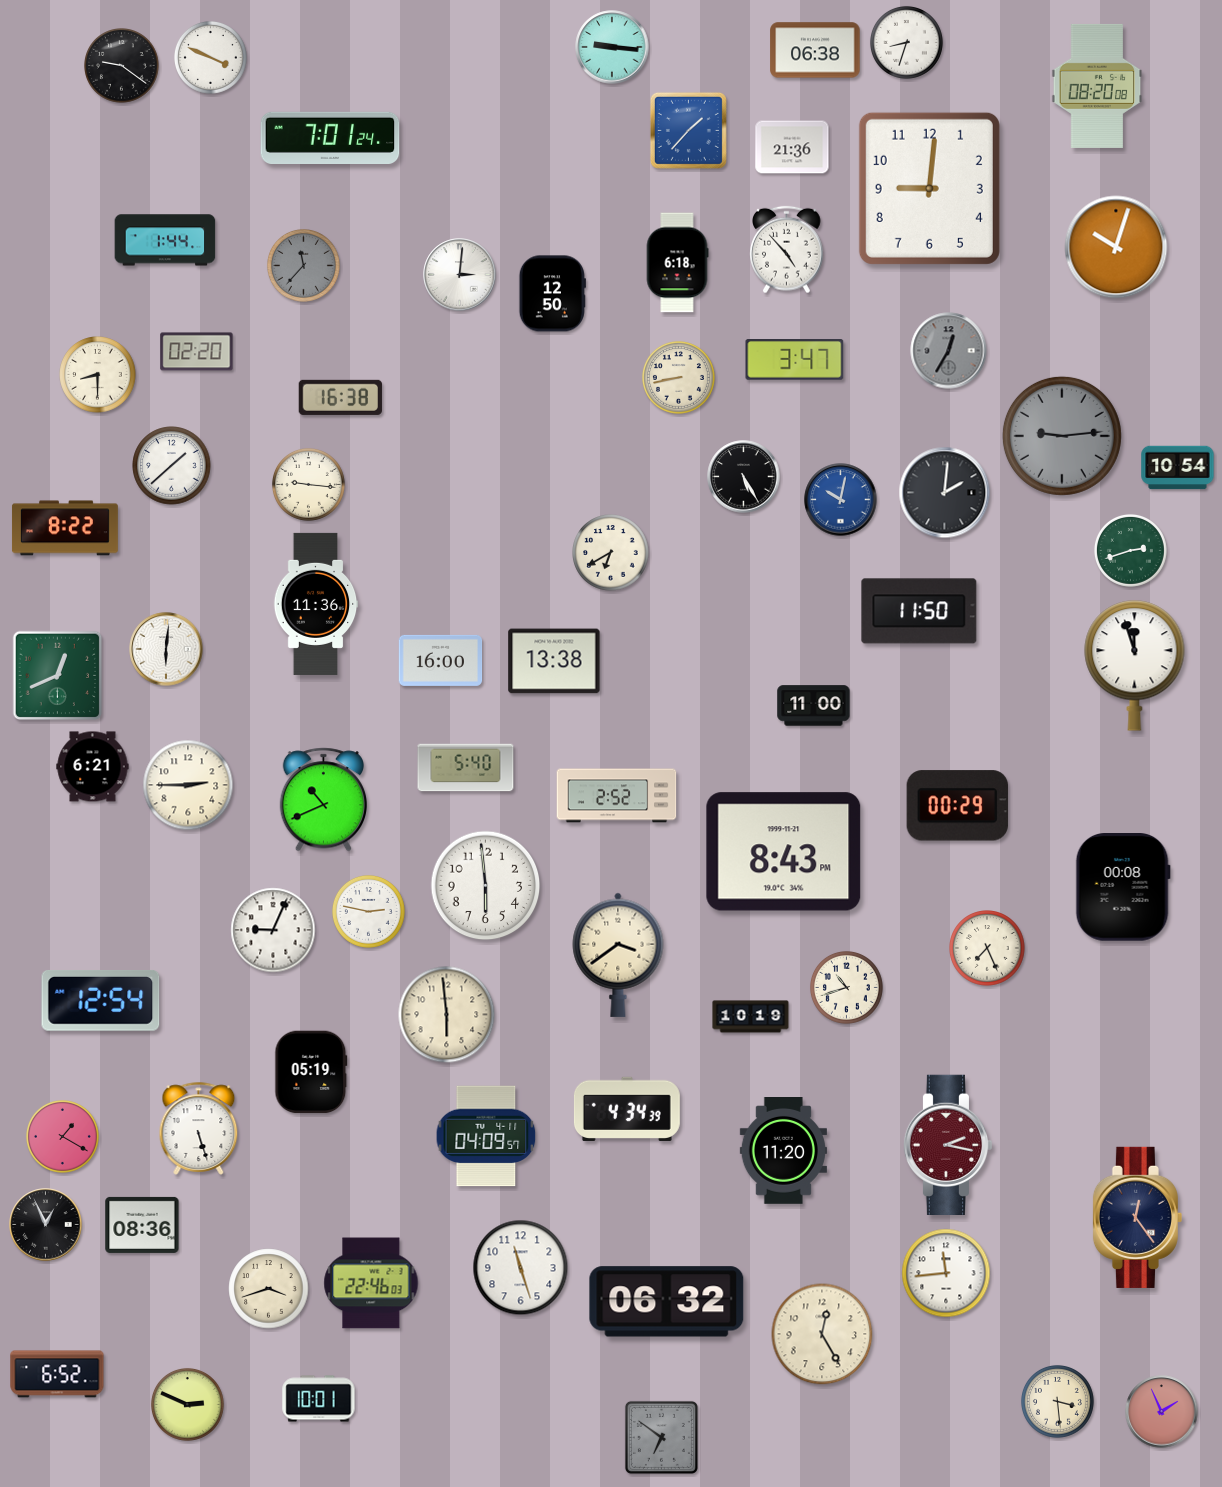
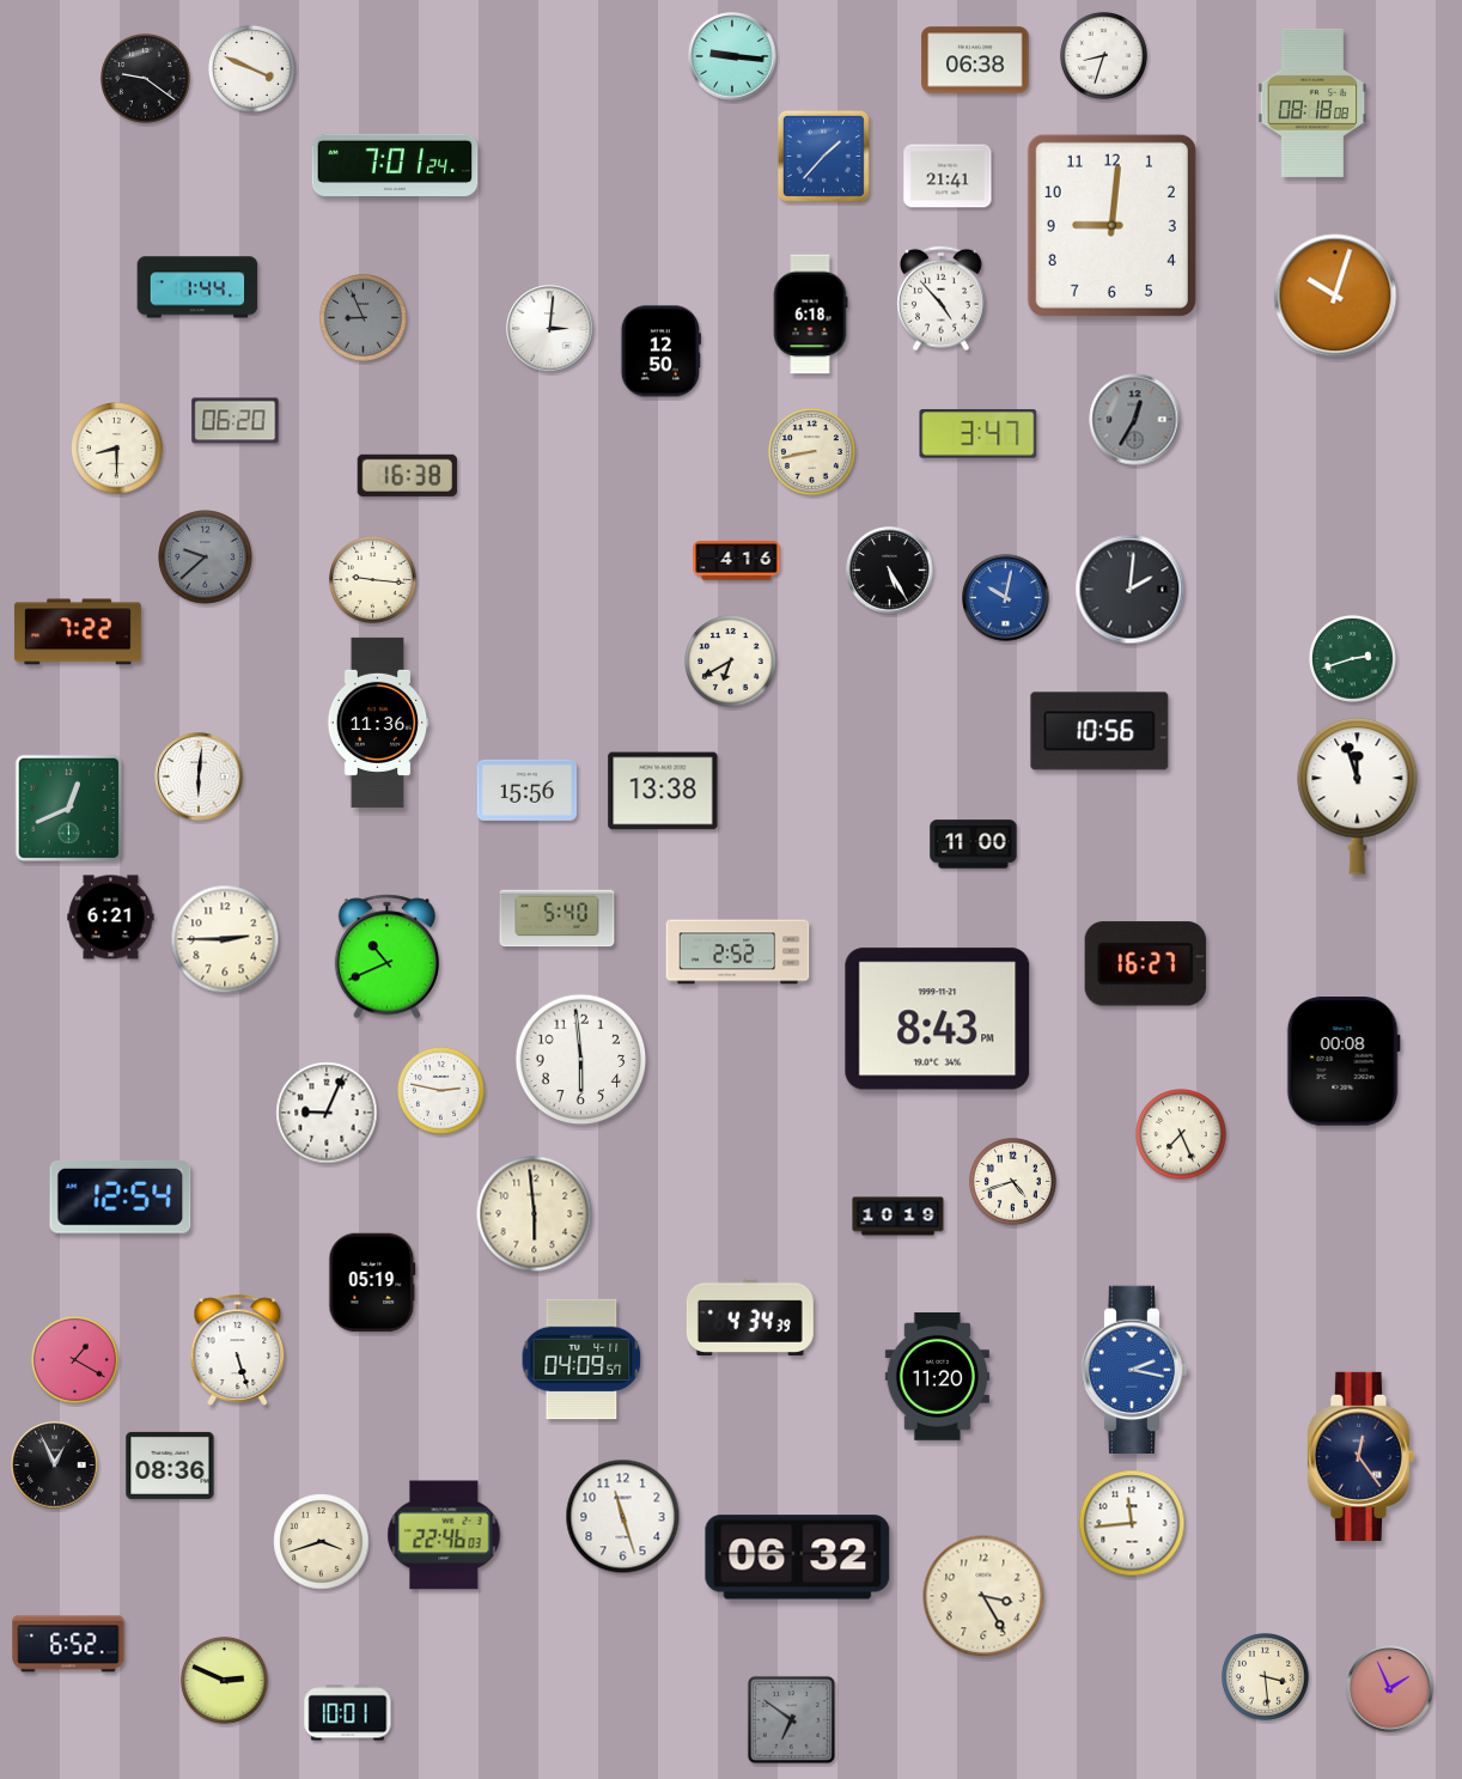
clock at (906, 42) position: (906, 42) -> (1103, 55)
clock at (1097, 86): 08:20 -> 08:18
clock at (792, 147): 21:36 -> 21:41
clock at (303, 265): 11:37 -> 8:56
clock at (197, 352): 02:20 -> 06:20
clock at (795, 360) position: (795, 360) -> (979, 434)
clock at (1062, 436): 9:14 -> none
clock at (172, 466): 1:38 -> 9:38
clock at (172, 466) dial: white -> grey
clock at (1178, 468): 10:54 -> none
clock at (737, 561): none -> 4:16
clock at (308, 484) position: (308, 484) -> (372, 579)
clock at (65, 528): 8:22 -> 7:22
clock at (919, 611): 11:50 -> 10:56
clock at (441, 660): 16:00 -> 15:56
clock at (957, 806): 00:29 -> 16:27
clock at (618, 955): 3:39 -> none
clock at (846, 987): 10:42 -> 4:42
clock at (627, 1109) position: (627, 1109) -> (750, 1317)
clock at (948, 1144) dial: burgundy -> blue
clock at (822, 1334): 12:25 -> 3:25
clock at (319, 1399) position: (319, 1399) -> (348, 1713)
